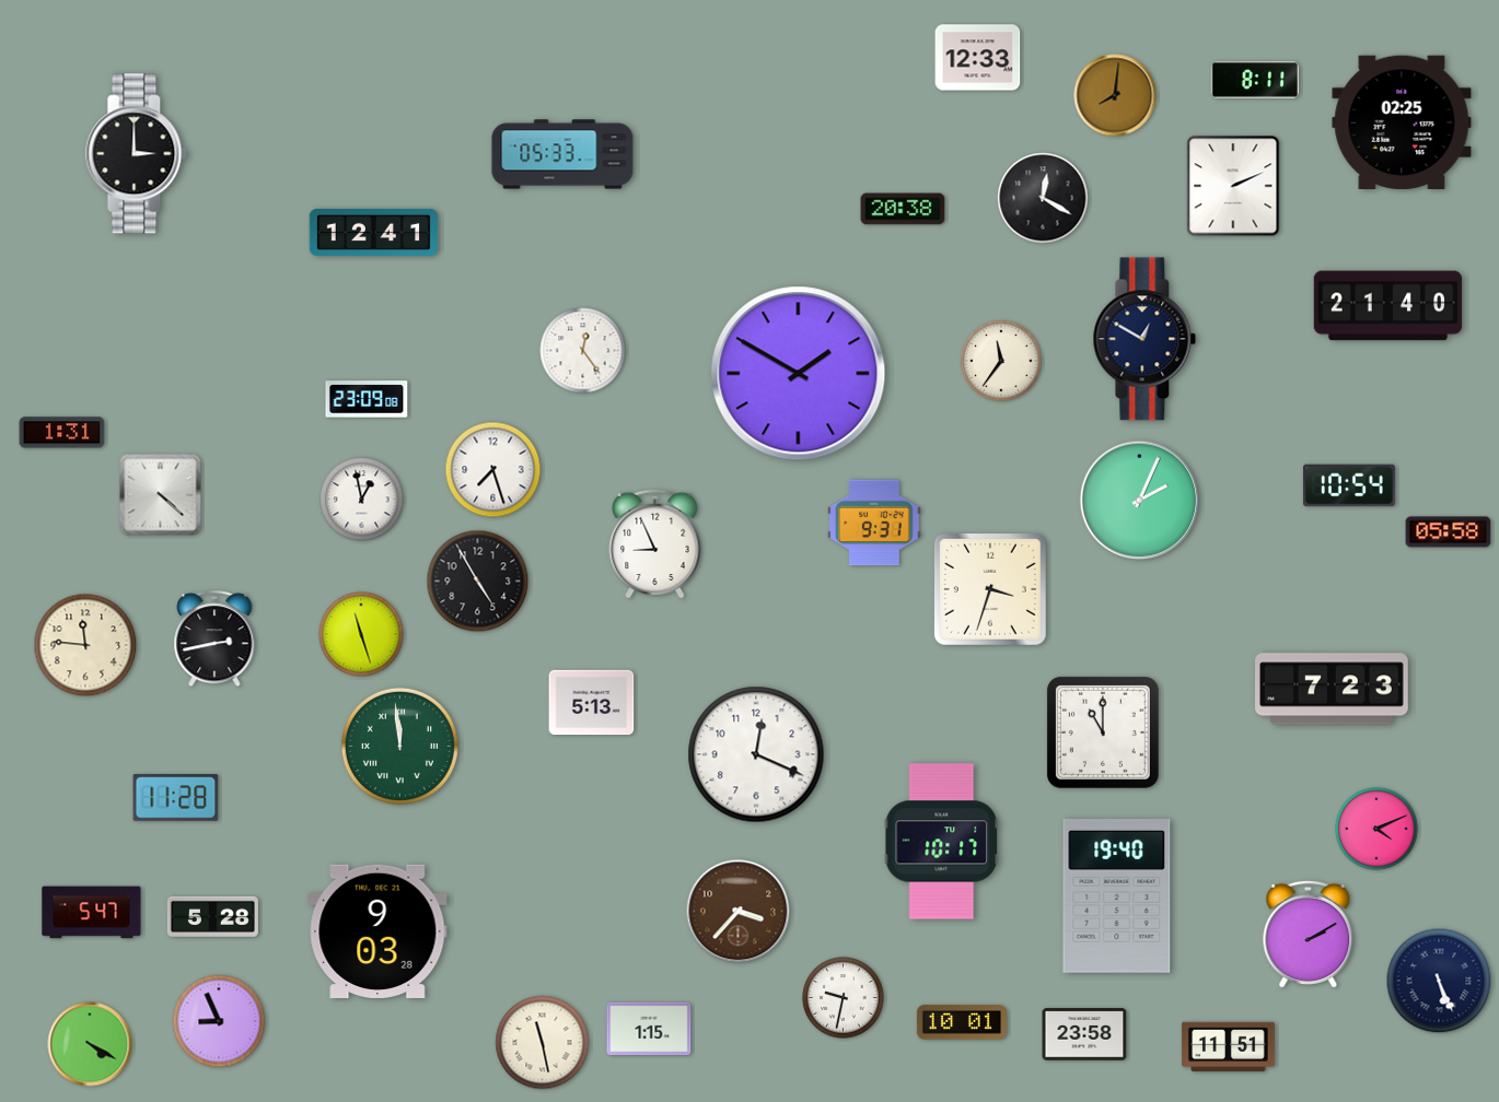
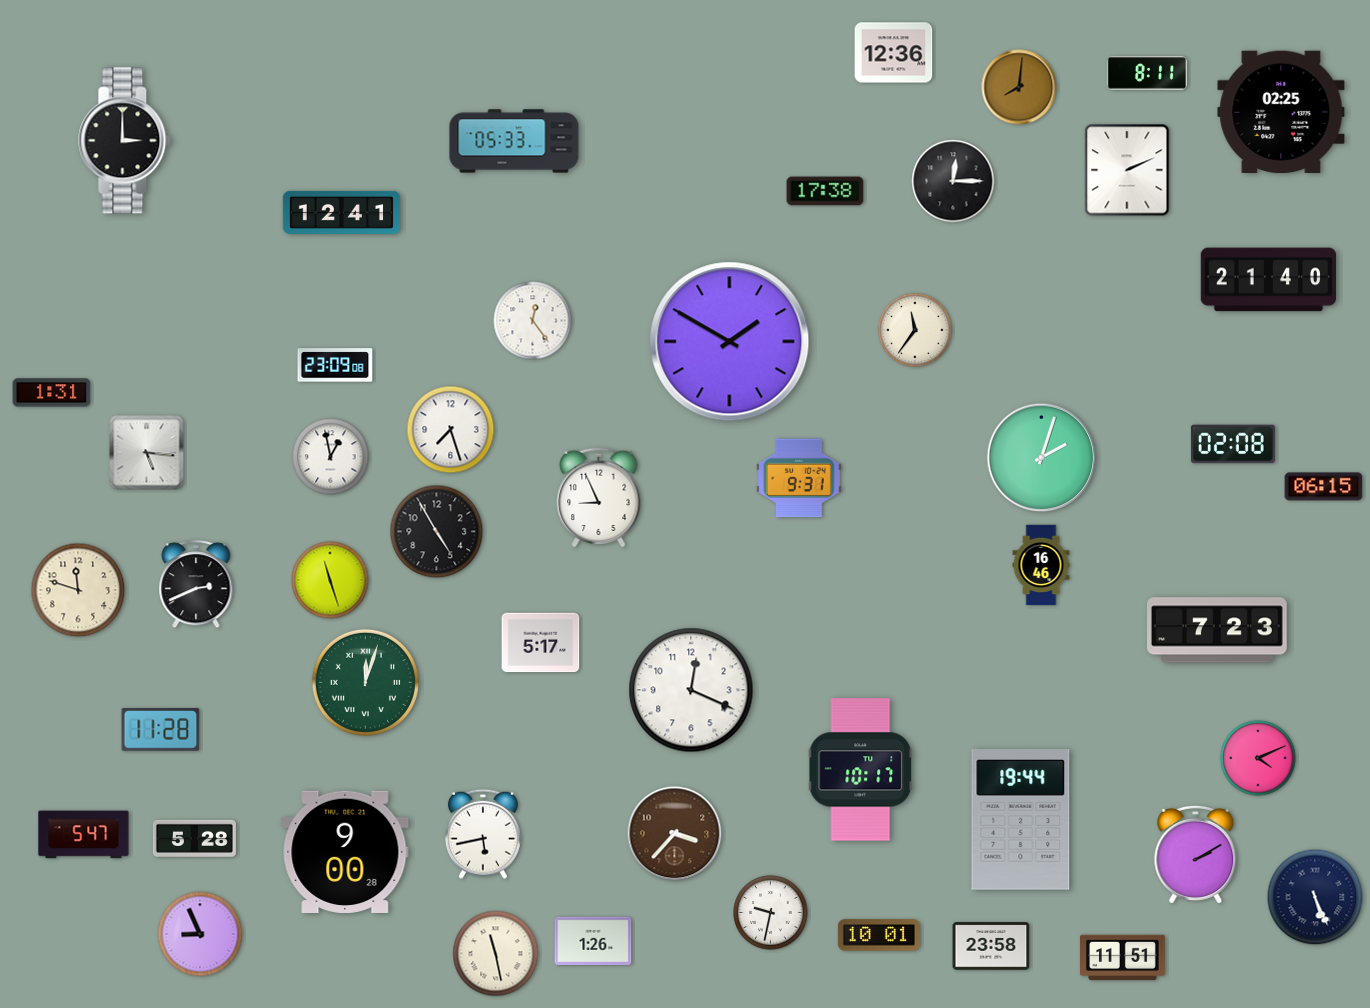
clock at (978, 58): 12:33 -> 12:36
clock at (1043, 198): 12:20 -> 12:15
clock at (903, 209): 20:38 -> 17:38
clock at (1144, 339): 12:50 -> none
clock at (62, 433) position: (62, 433) -> (52, 393)
clock at (1349, 485): 10:54 -> 02:08
clock at (161, 495): 4:22 -> 5:16
clock at (1140, 501): 2:04 -> 2:03
clock at (1449, 532): 05:58 -> 06:15
clock at (990, 589): 3:33 -> none
clock at (1041, 565): none -> 16:46
clock at (214, 640): 2:43 -> 2:41
clock at (85, 645): 11:46 -> 11:48
clock at (592, 703): 5:13 -> 5:17
clock at (1103, 732): 11:00 -> none
clock at (399, 746): 11:59 -> 12:03
clock at (1117, 896): 19:40 -> 19:44
clock at (483, 834): none -> 5:43
clock at (377, 931): 9:03 -> 9:00
clock at (649, 1028): 1:15 -> 1:26
clock at (90, 1044): 4:20 -> none
